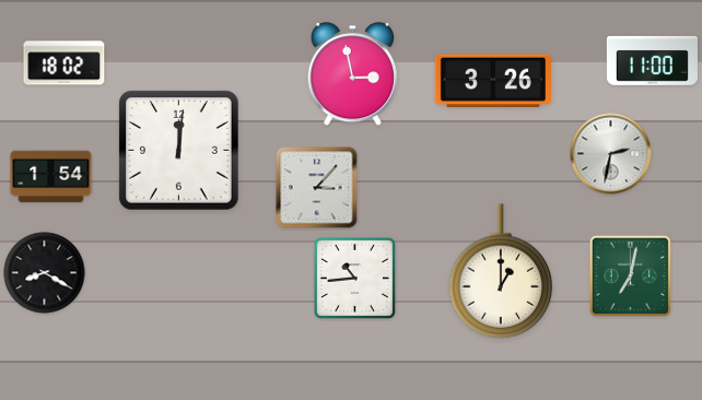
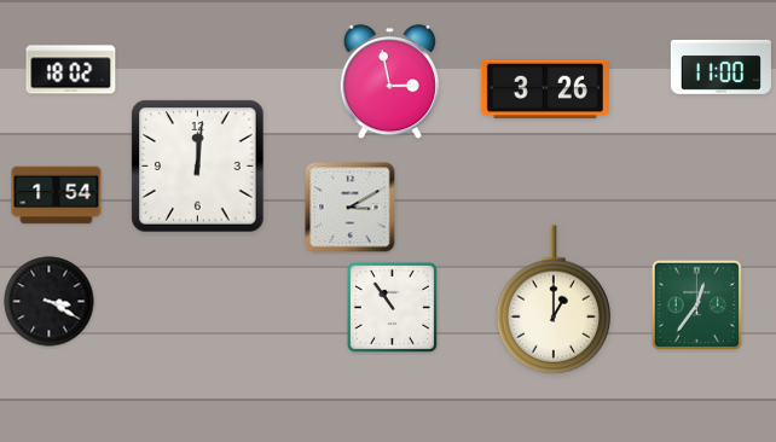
clock at (611, 154): 2:32 -> none
clock at (317, 188): 3:07 -> 3:10
clock at (45, 273): 8:20 -> 3:20
clock at (630, 275): 7:02 -> 12:36
clock at (354, 278): 10:44 -> 10:54
